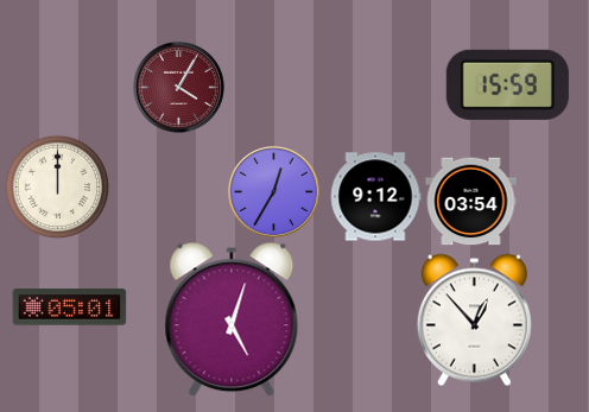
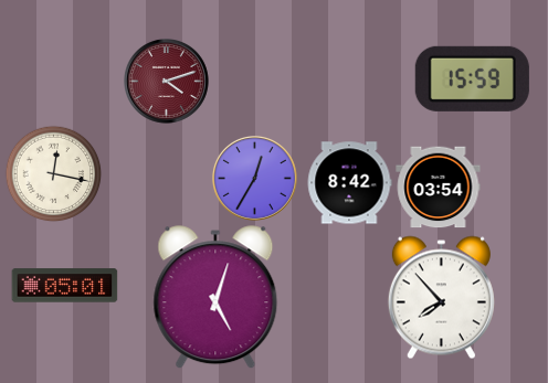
clock at (178, 87): 4:05 -> 4:12
clock at (57, 186): 12:00 -> 12:17
clock at (375, 197): 9:12 -> 8:42
clock at (474, 321): 12:53 -> 7:53
